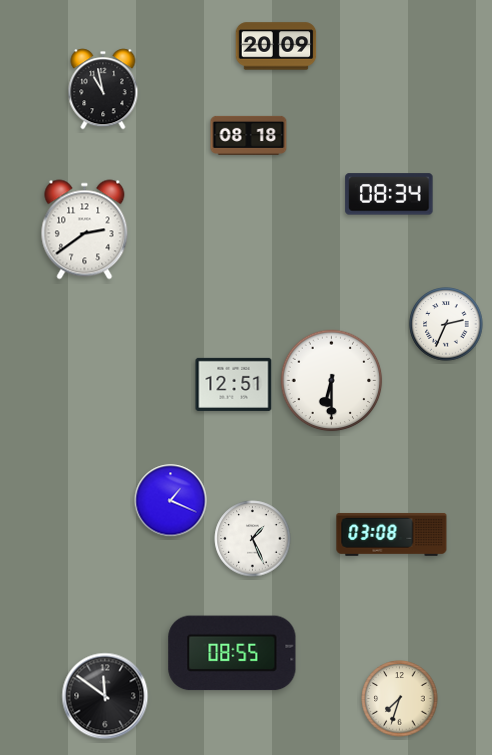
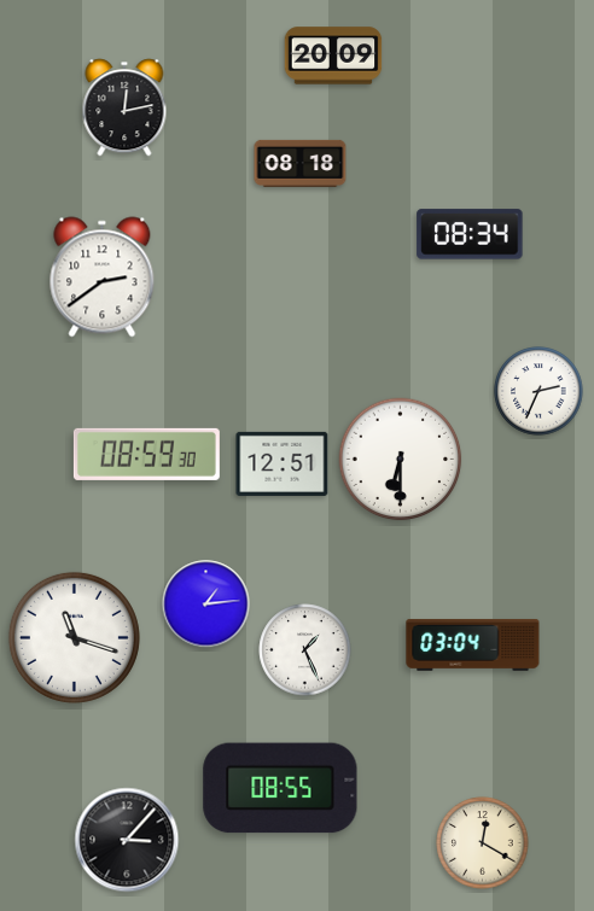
clock at (103, 89): 10:58 -> 12:13
clock at (146, 454): none -> 08:59
clock at (171, 501): 1:19 -> 1:14
clock at (74, 637): none -> 11:18
clock at (392, 534): 03:08 -> 03:04
clock at (105, 696): 11:51 -> 3:07
clock at (400, 699): 7:33 -> 12:20
